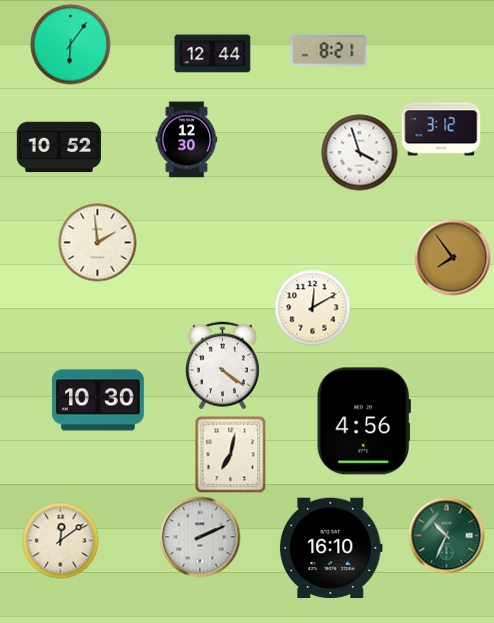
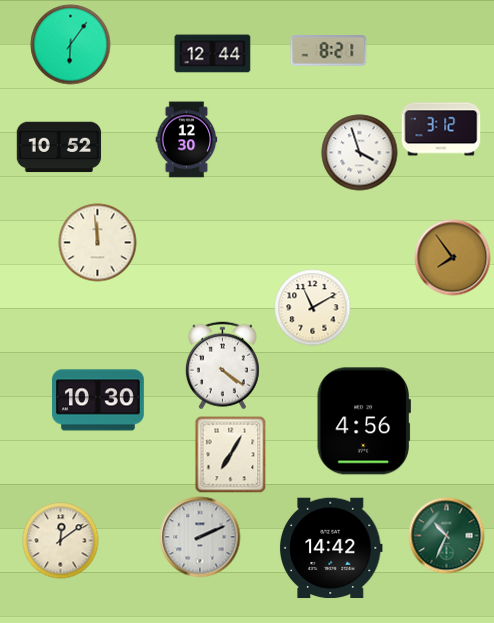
clock at (98, 243): 1:59 -> 11:59
clock at (313, 308): 12:10 -> 11:10
clock at (231, 454): 7:02 -> 7:05
clock at (331, 548): 16:10 -> 14:42
